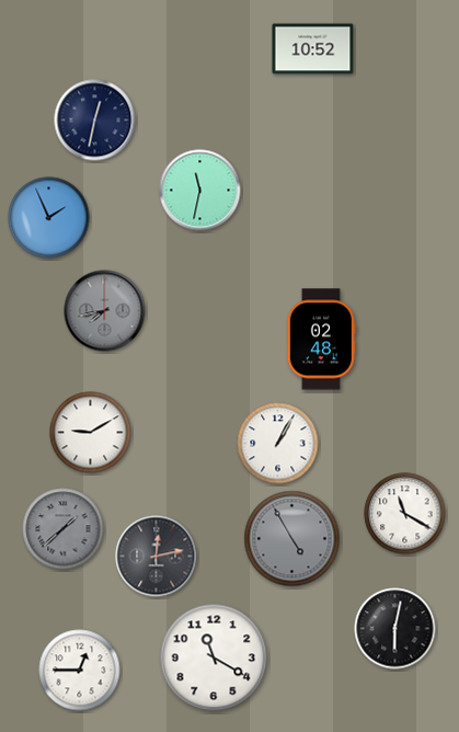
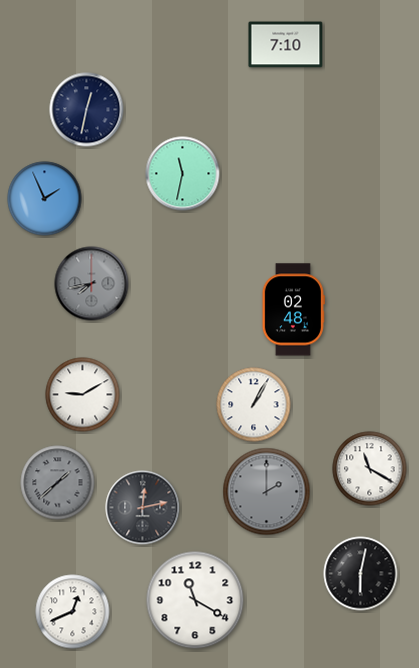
clock at (313, 49): 10:52 -> 7:10
clock at (105, 311) position: (105, 311) -> (92, 284)
clock at (292, 539): 4:55 -> 2:00
clock at (80, 671): 12:45 -> 12:41
